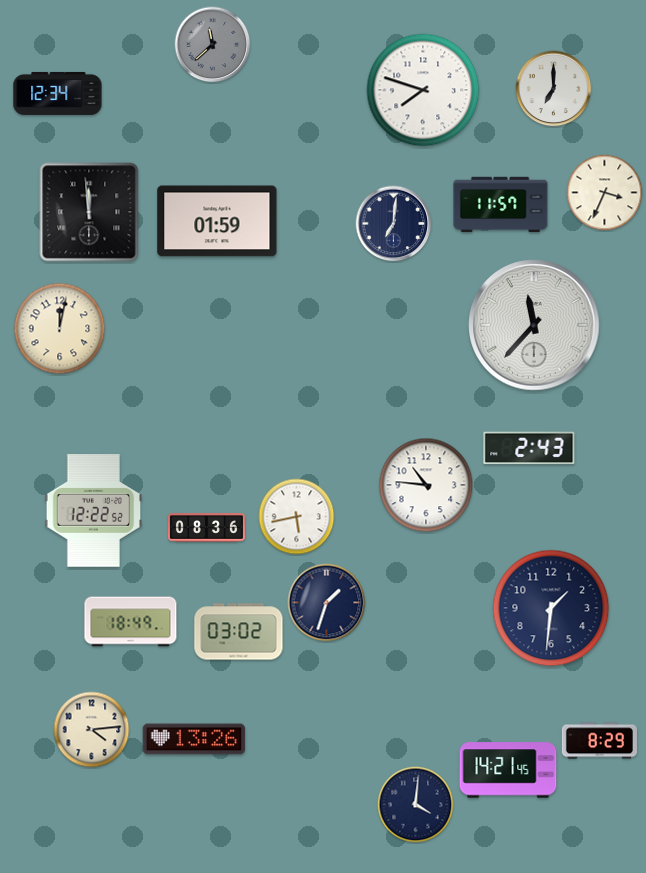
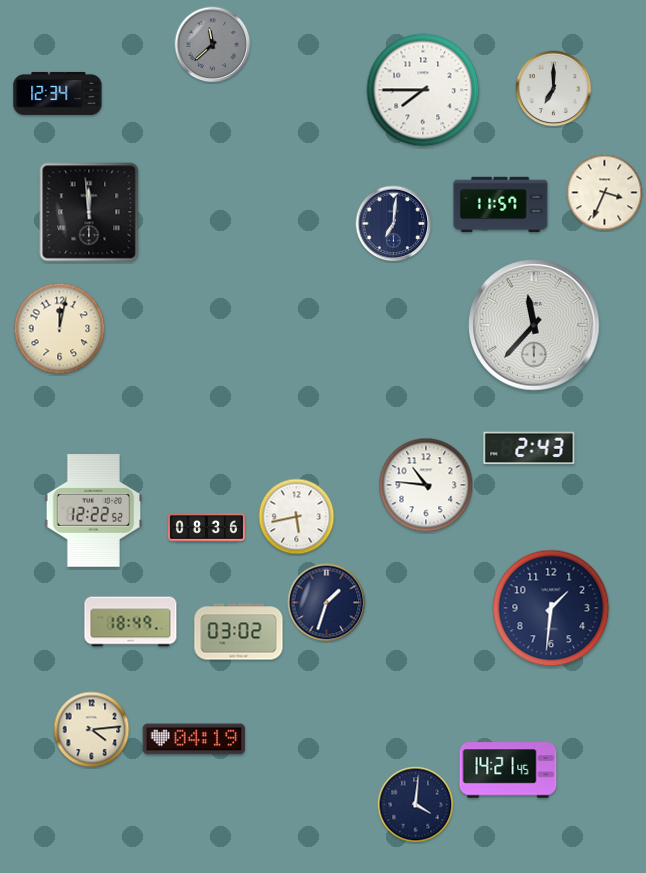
clock at (423, 90): 7:48 -> 7:45
clock at (217, 221): 01:59 -> none
clock at (194, 739): 13:26 -> 04:19
clock at (599, 741): 8:29 -> none
